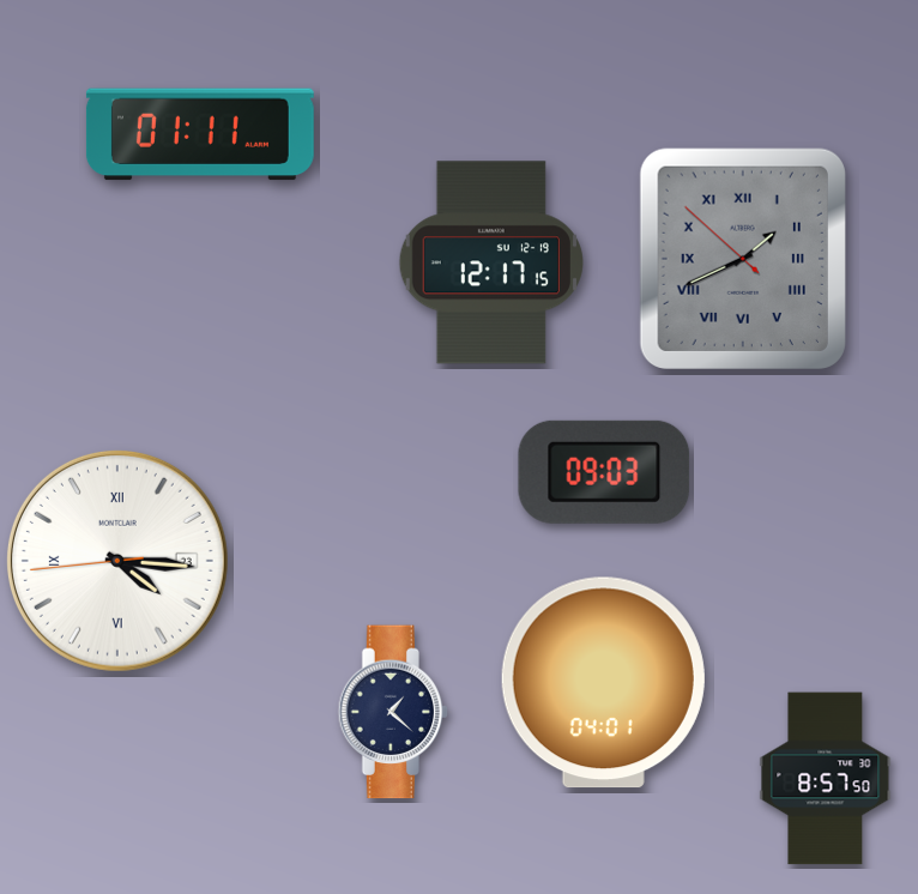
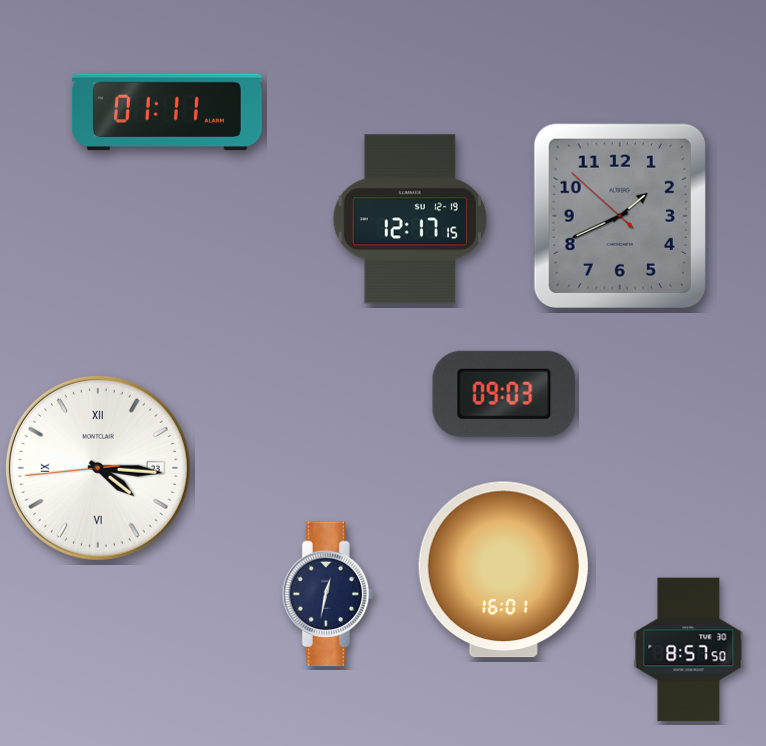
clock at (743, 259) numerals: Roman -> Arabic
clock at (603, 683): 04:01 -> 16:01
clock at (393, 712): 1:22 -> 12:32
